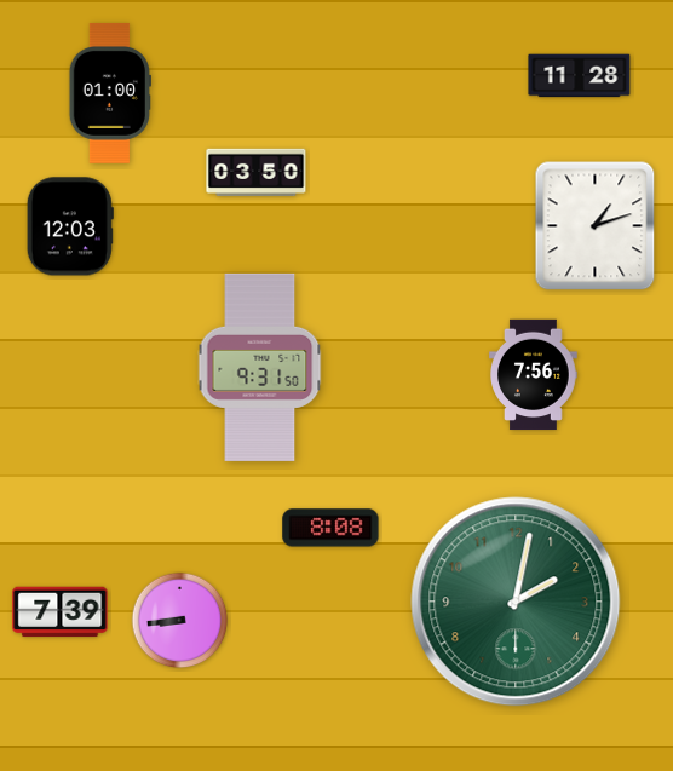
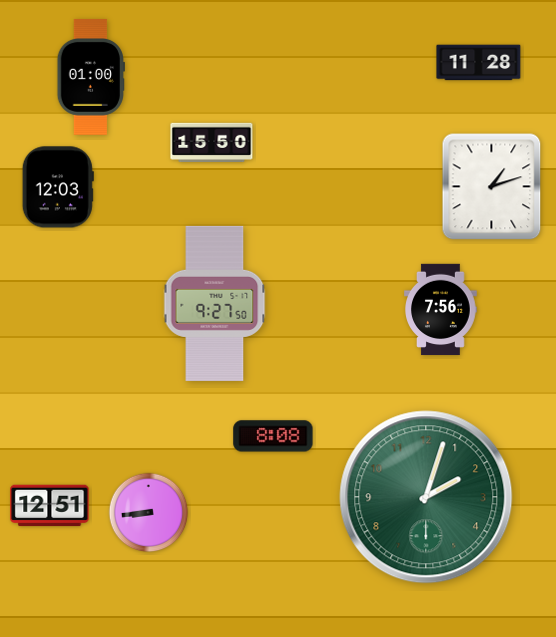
clock at (257, 172): 03:50 -> 15:50
clock at (260, 367): 9:31 -> 9:27
clock at (516, 602): 2:02 -> 2:03
clock at (61, 612): 7:39 -> 12:51
